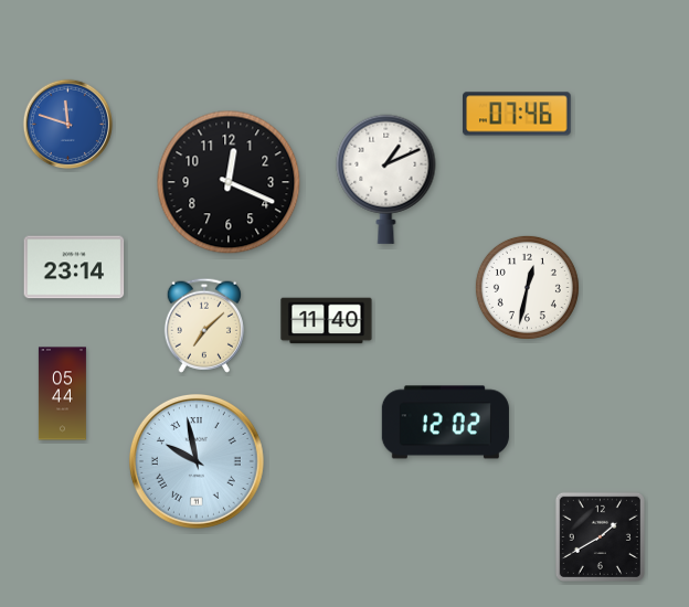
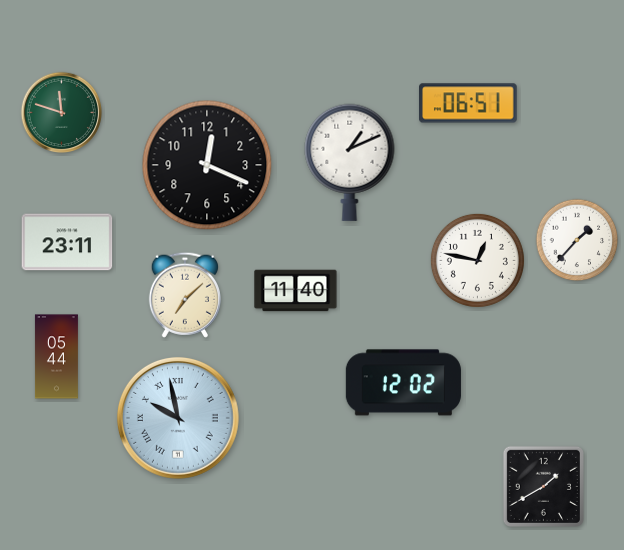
clock at (518, 114): 07:46 -> 06:51
clock at (68, 125) dial: blue -> green
clock at (577, 240): none -> 1:37
clock at (74, 267): 23:14 -> 23:11
clock at (527, 287): 12:32 -> 12:47
